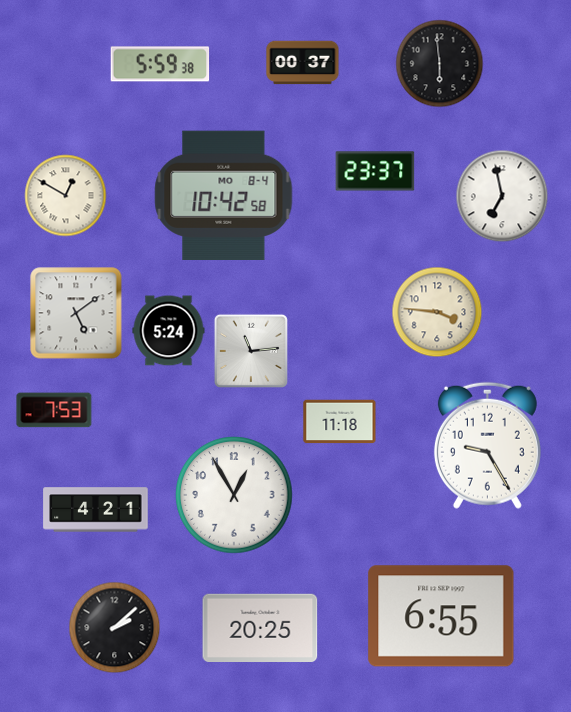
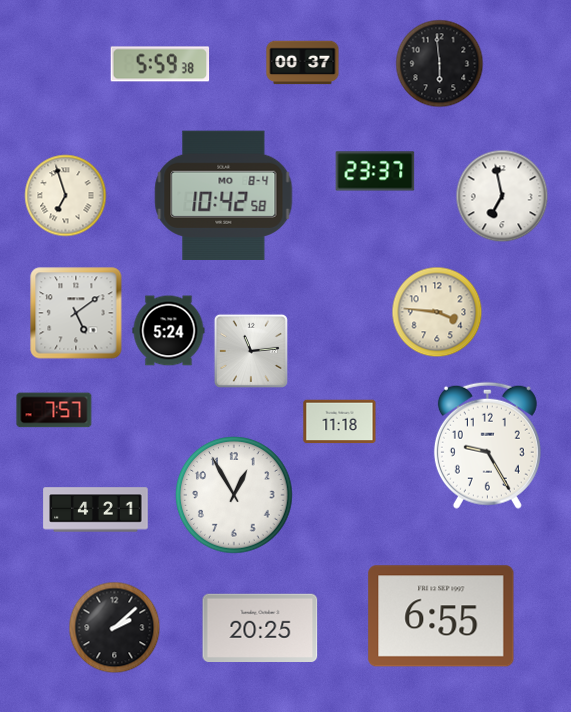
clock at (66, 196): 12:50 -> 6:57
clock at (54, 410): 7:53 -> 7:57
